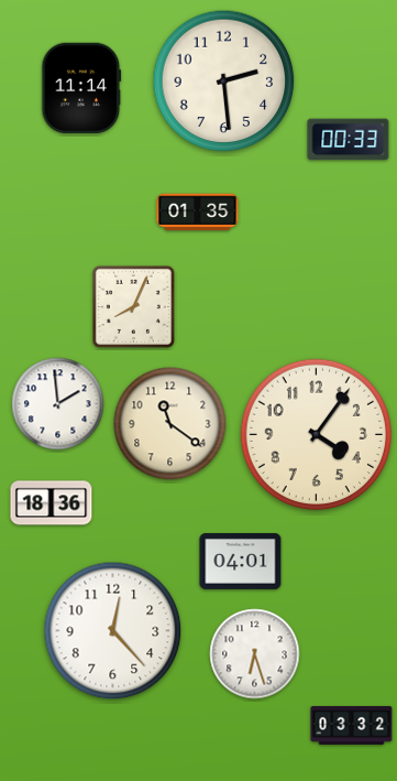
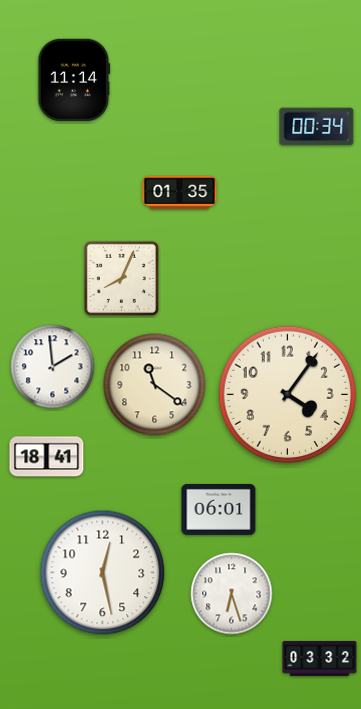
clock at (224, 82): 2:29 -> none
clock at (349, 140): 00:33 -> 00:34
clock at (52, 503): 18:36 -> 18:41
clock at (241, 561): 04:01 -> 06:01
clock at (113, 631): 12:23 -> 12:28
